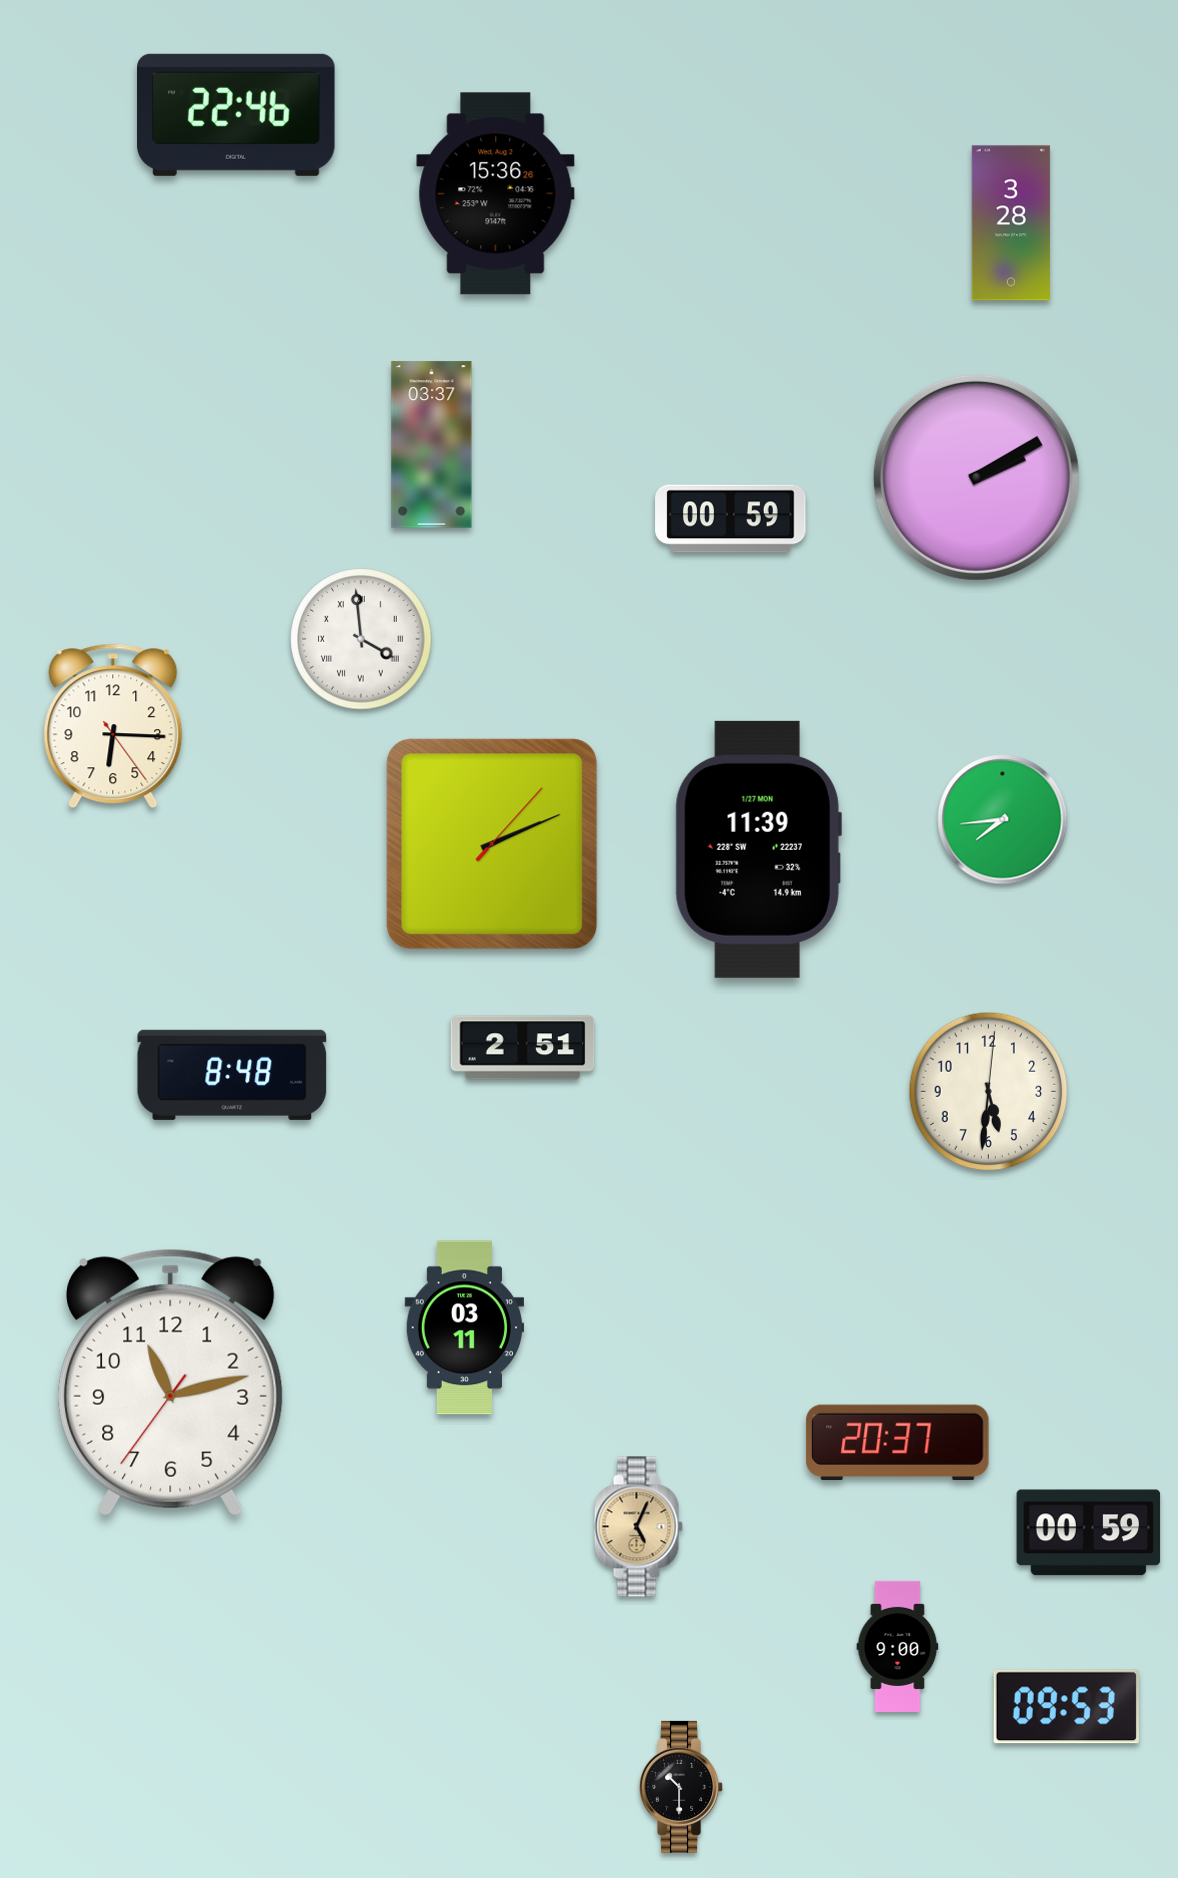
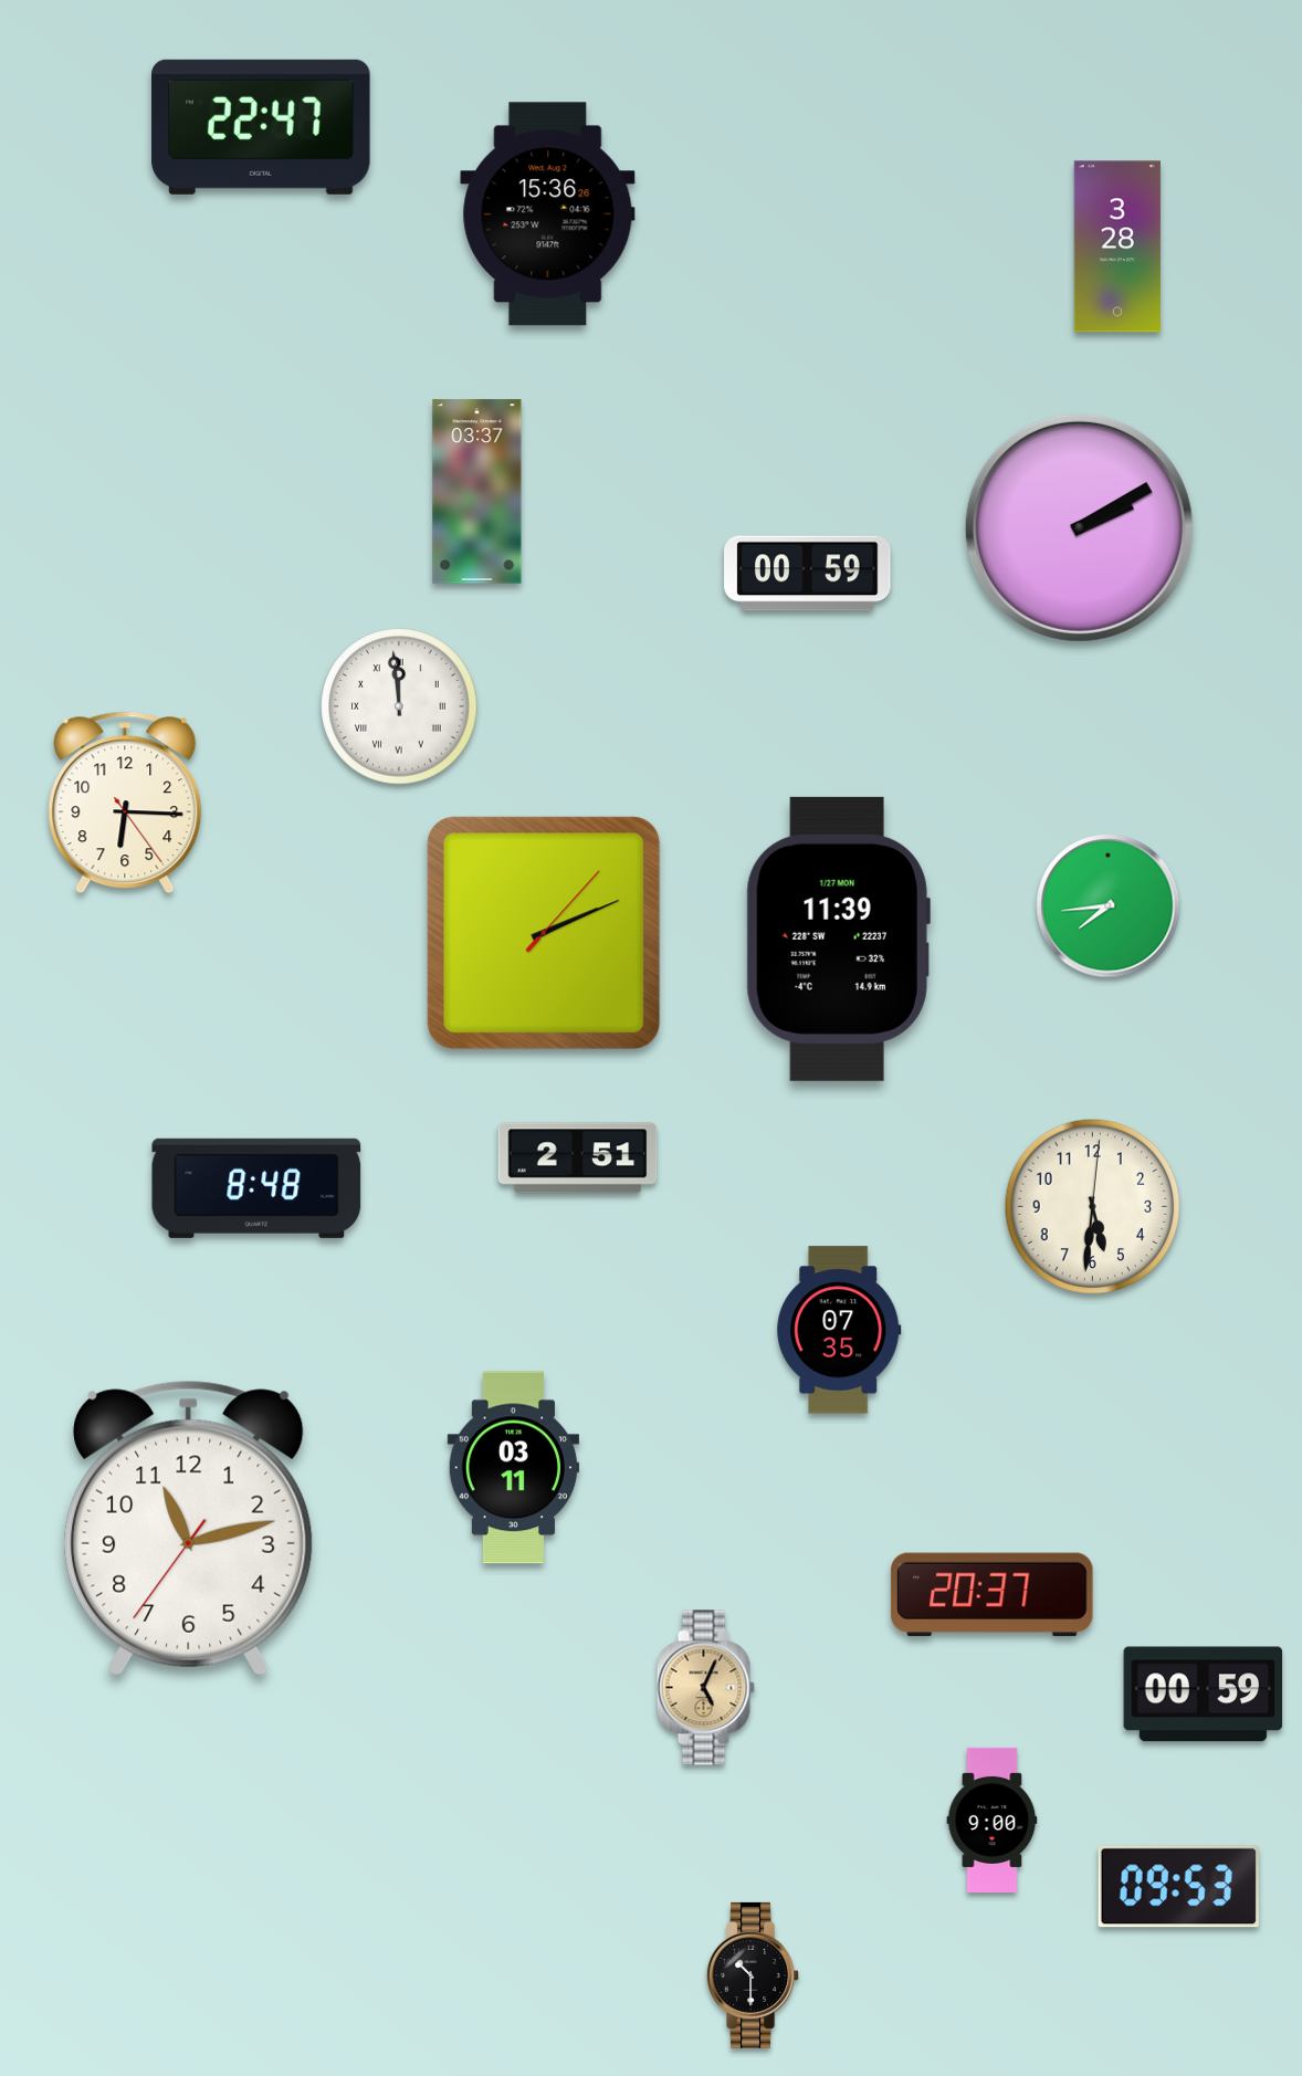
clock at (236, 115): 22:46 -> 22:47
clock at (361, 639): 3:59 -> 11:59
clock at (839, 1330): none -> 07:35
